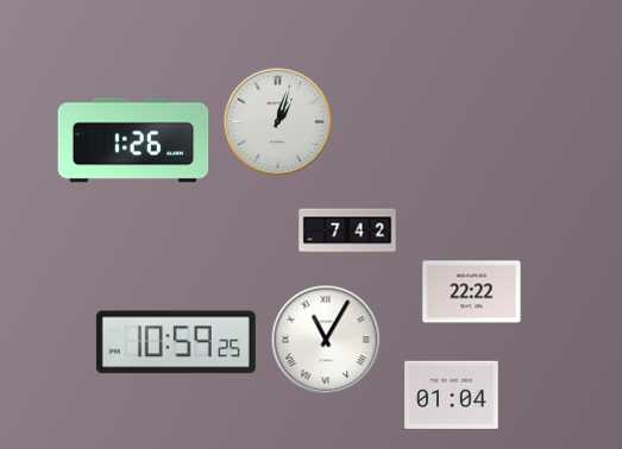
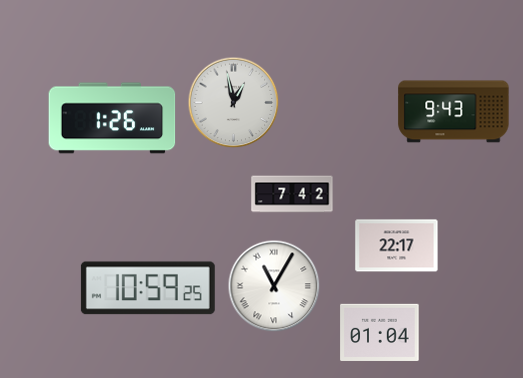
clock at (278, 122): 1:03 -> 12:58
clock at (454, 112): none -> 9:43
clock at (472, 292): 22:22 -> 22:17
